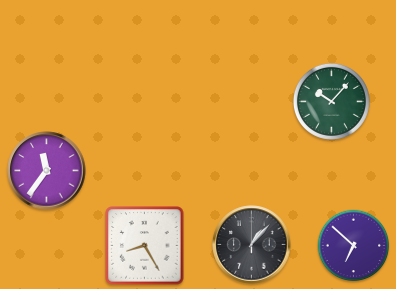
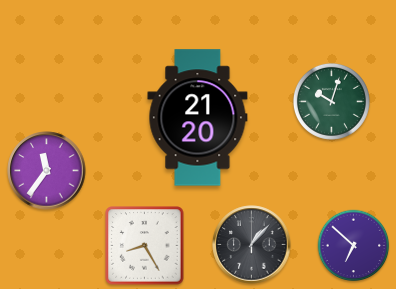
clock at (331, 101): 10:07 -> 10:03
clock at (198, 118): none -> 21:20
